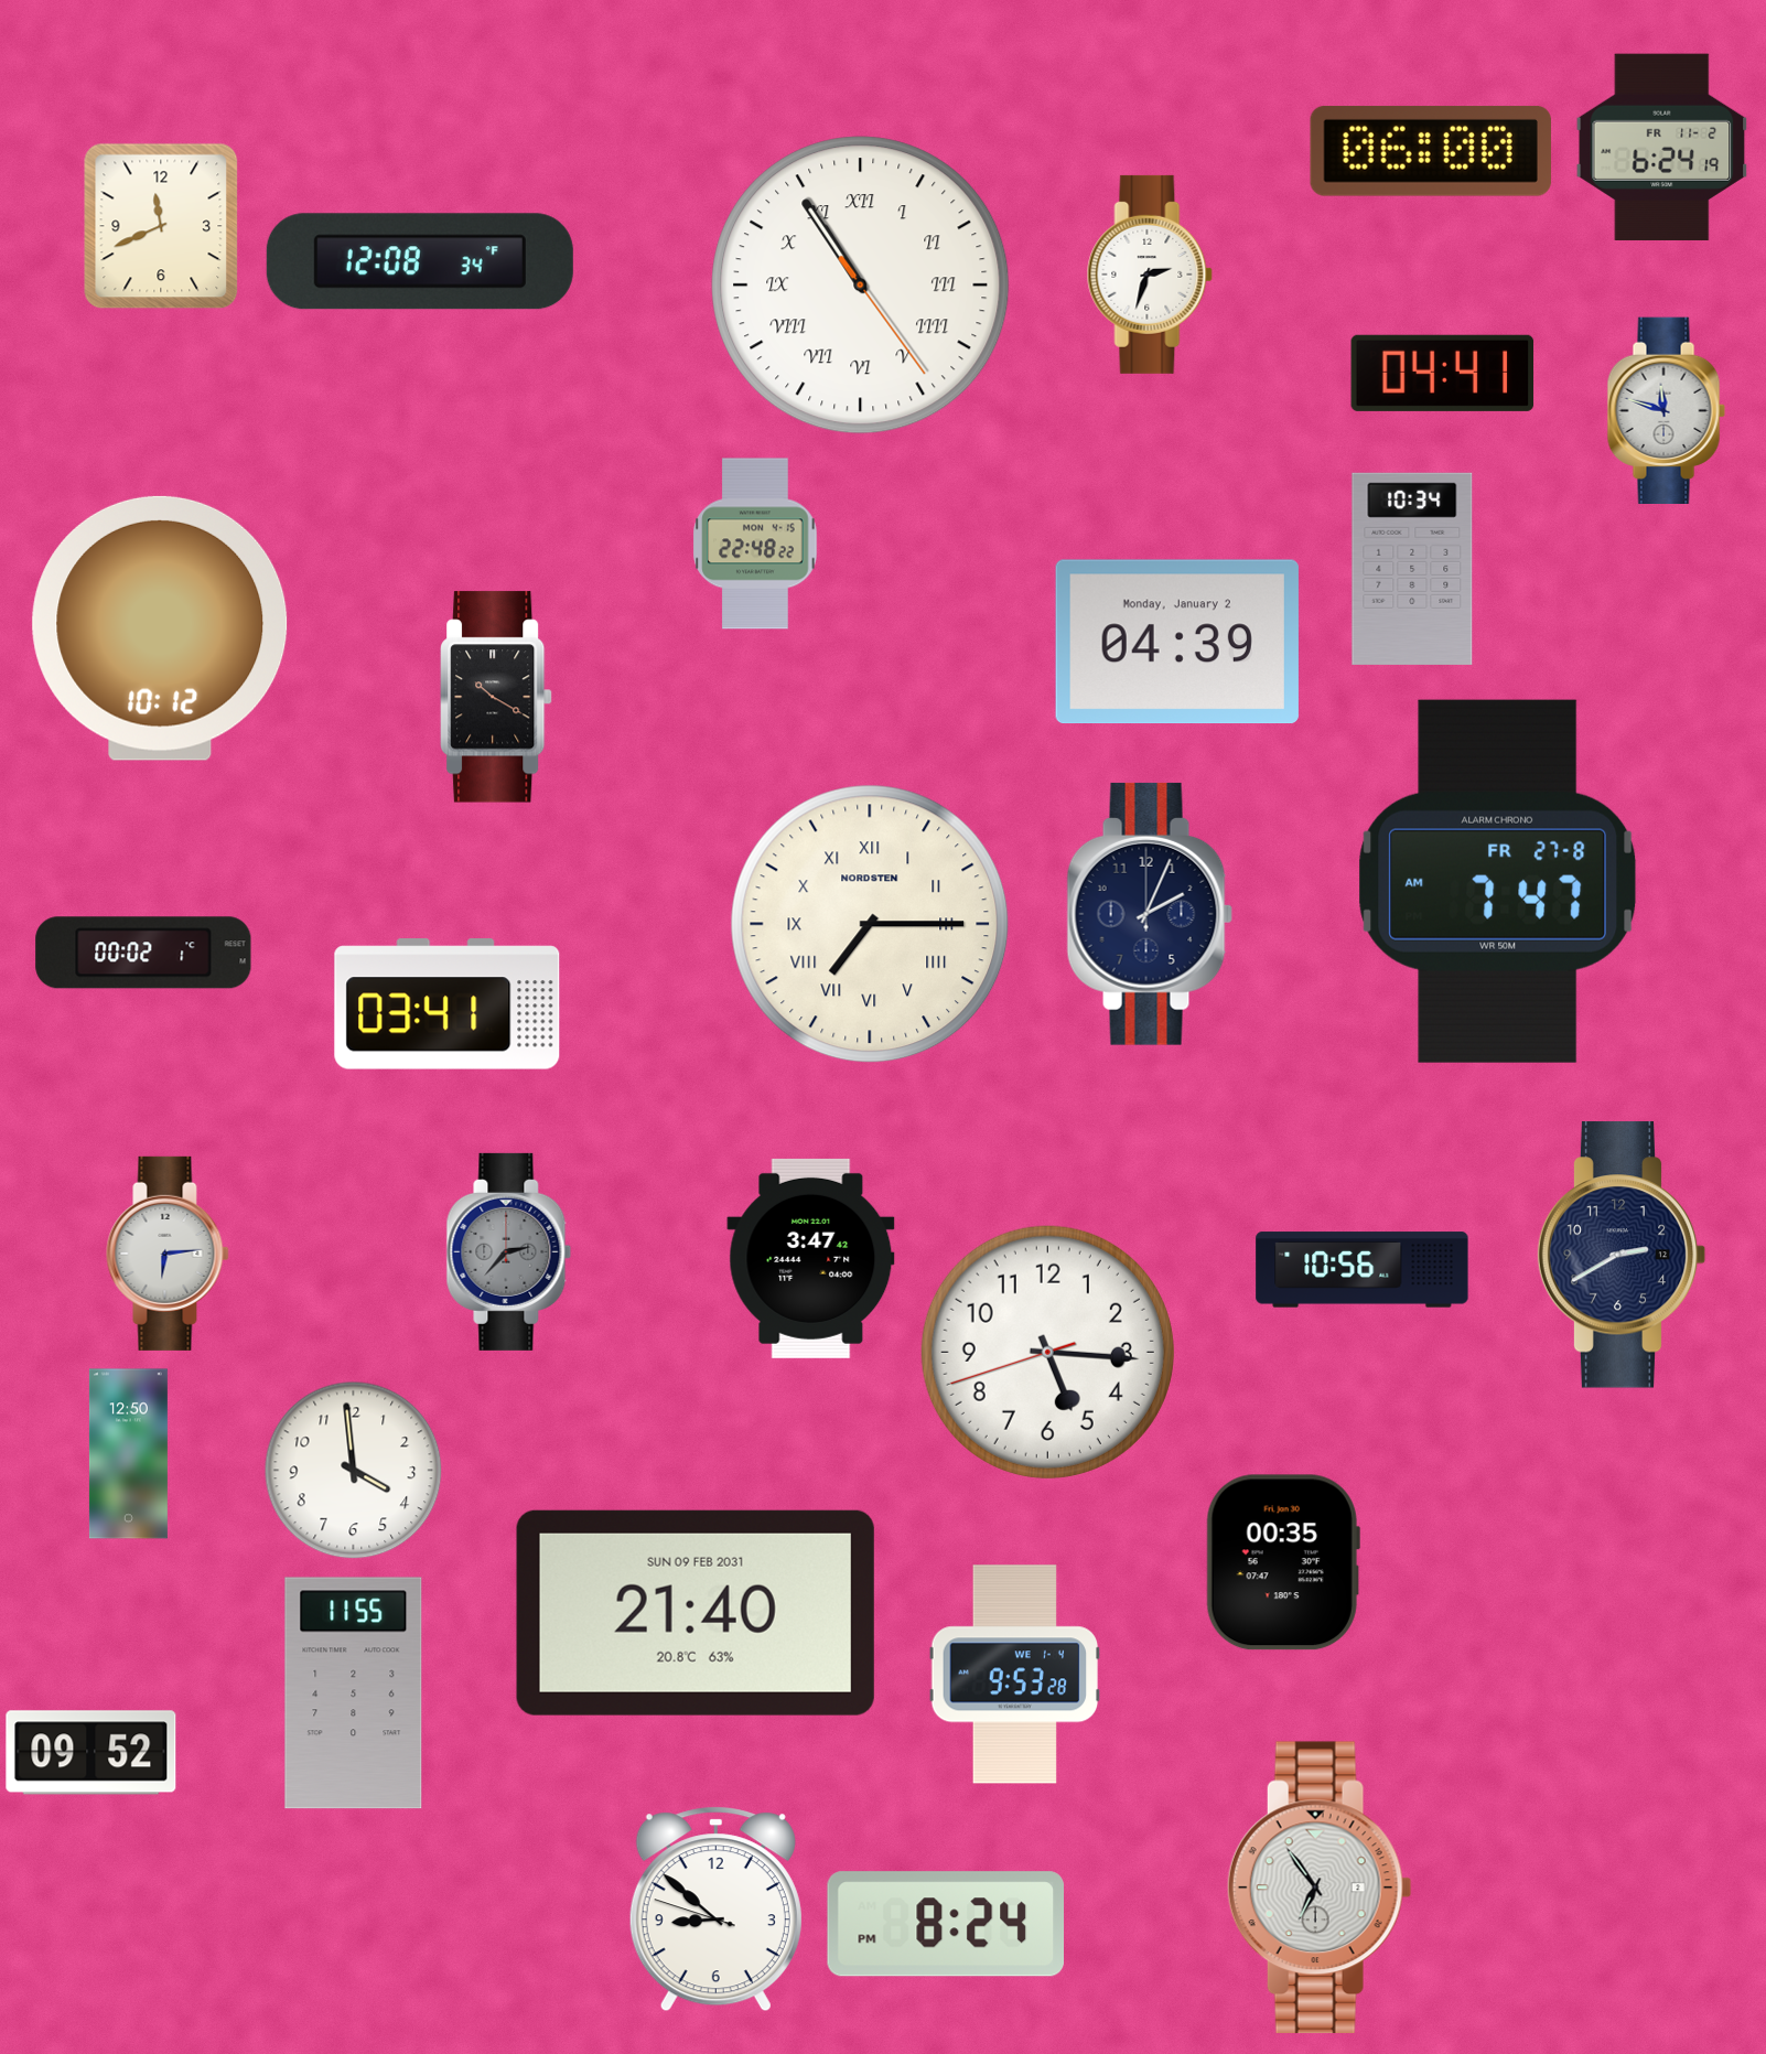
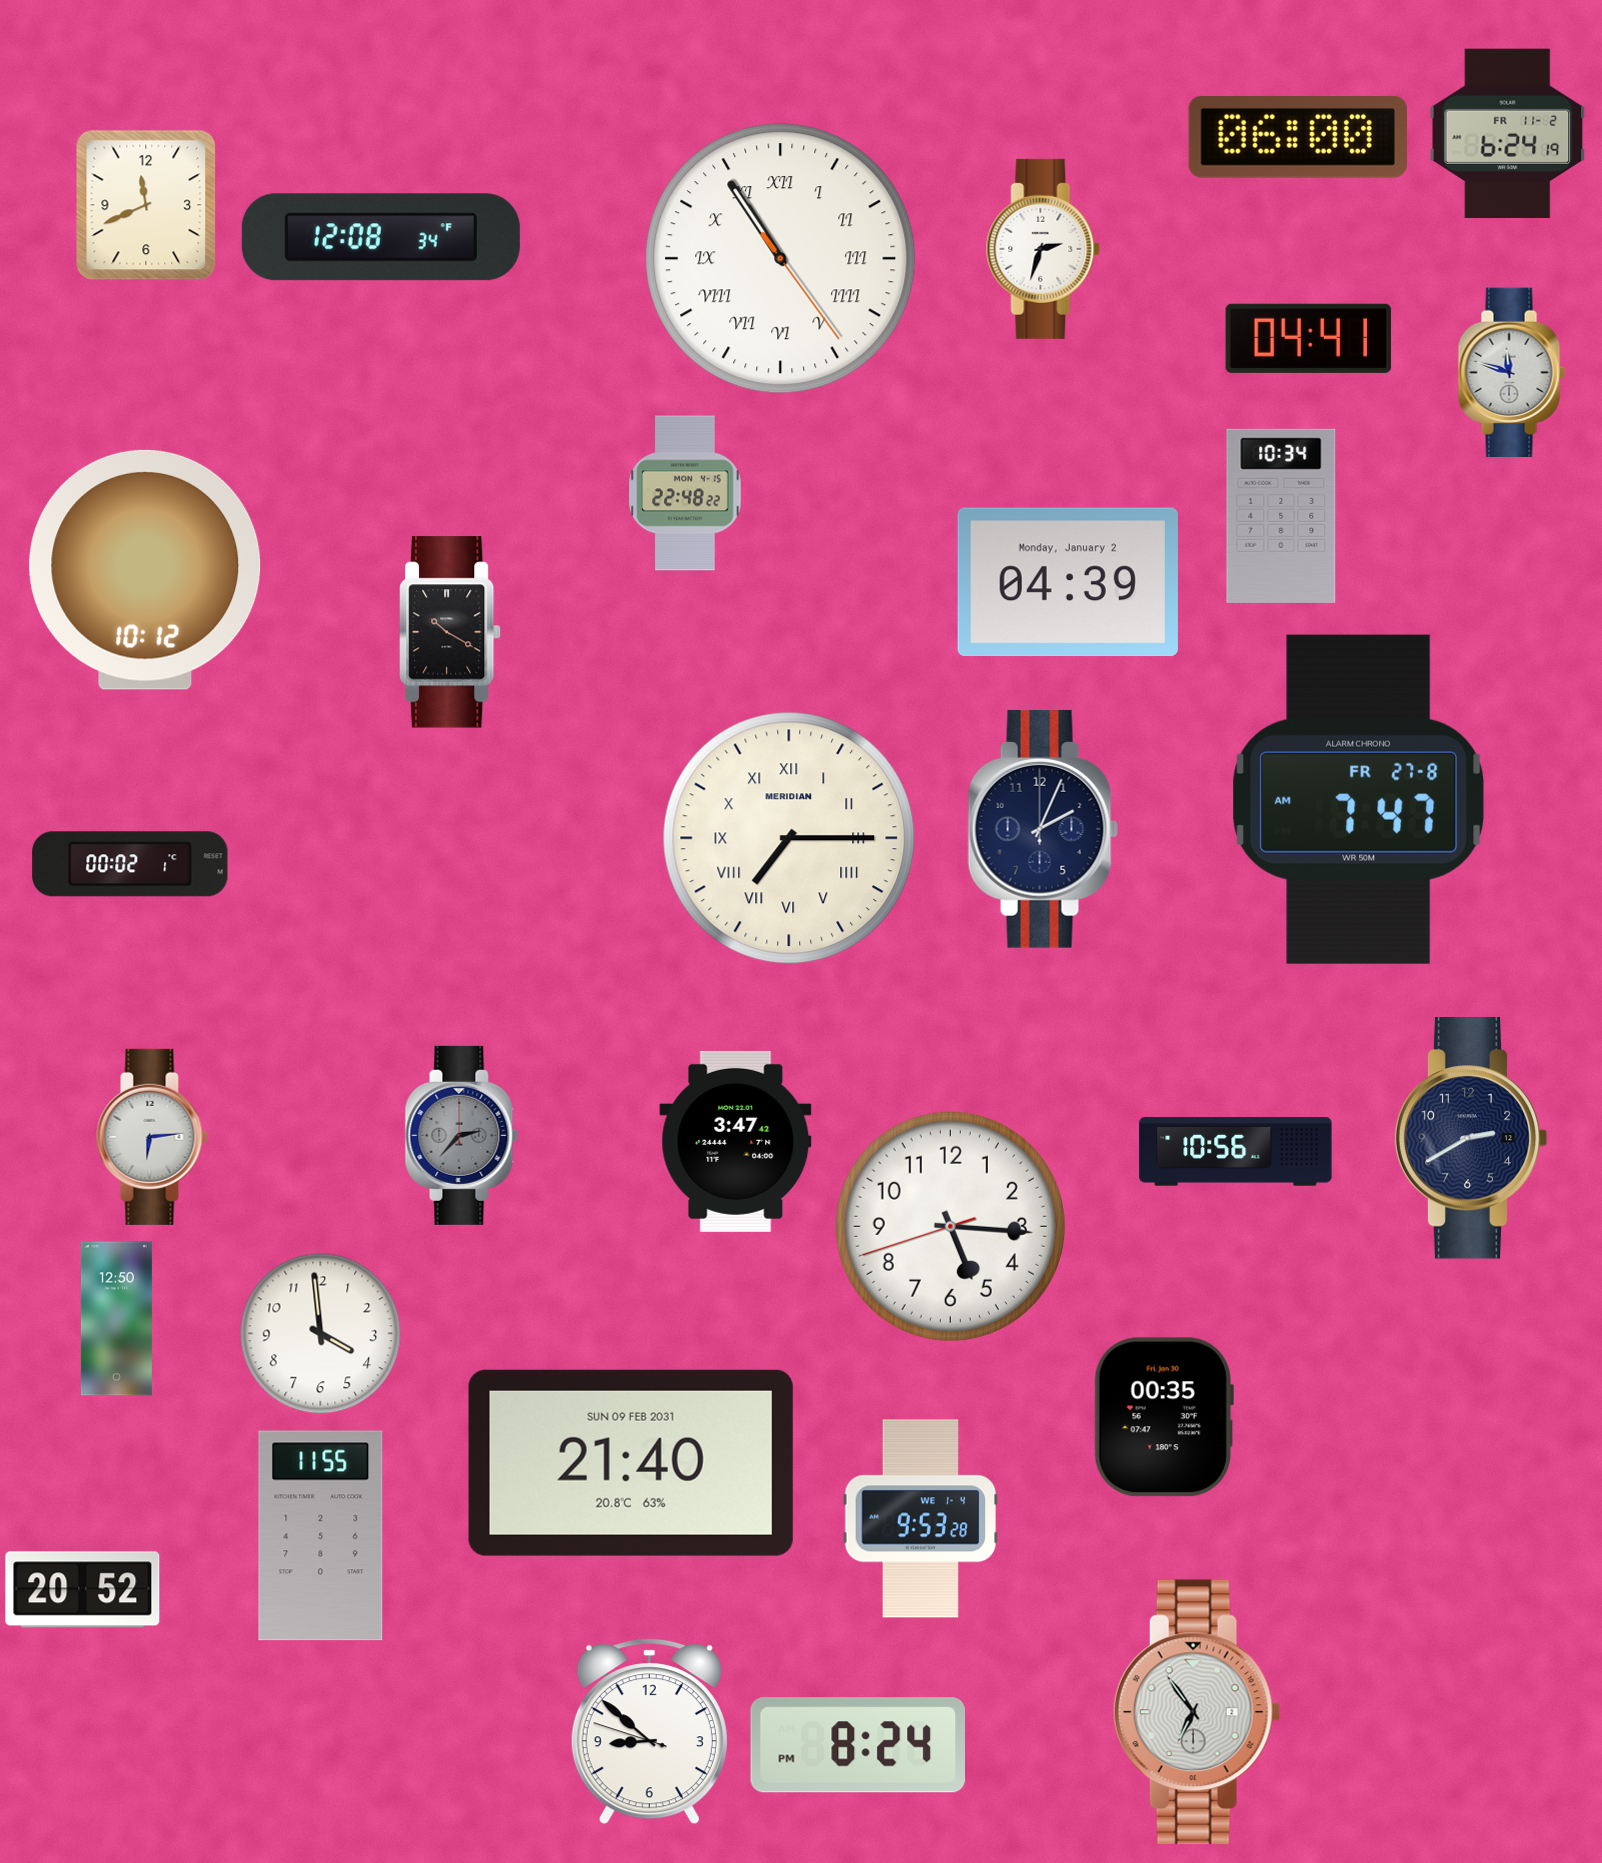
clock at (870, 924) brand: NORDSTEN -> MERIDIAN
clock at (448, 1004): 03:41 -> none
clock at (91, 1753): 09:52 -> 20:52
